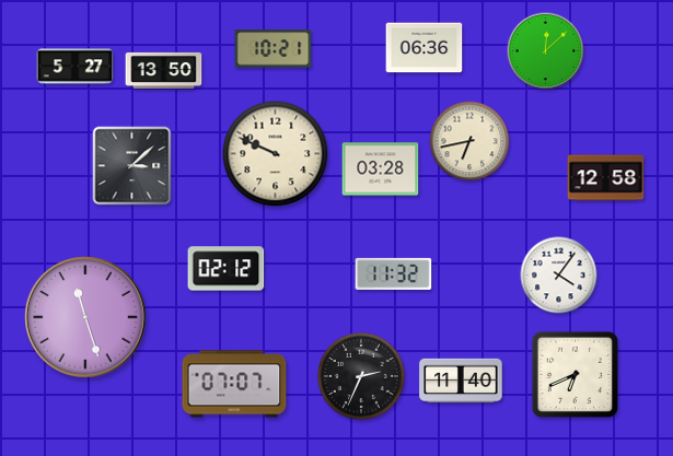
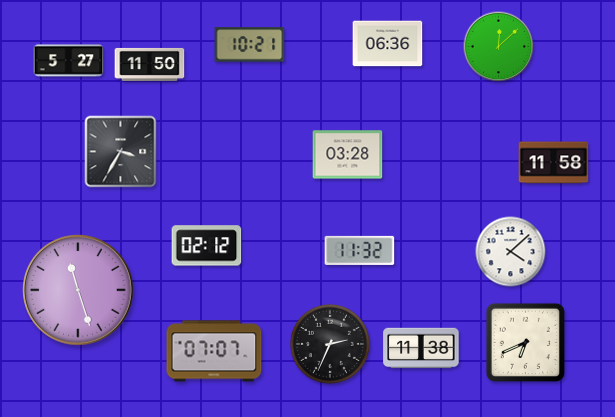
clock at (164, 70): 13:50 -> 11:50
clock at (469, 141): 6:43 -> none
clock at (276, 154): 9:49 -> none
clock at (132, 166): 3:08 -> 3:35
clock at (606, 178): 12:58 -> 11:58
clock at (559, 276): 4:06 -> 4:08
clock at (461, 381): 11:40 -> 11:38
